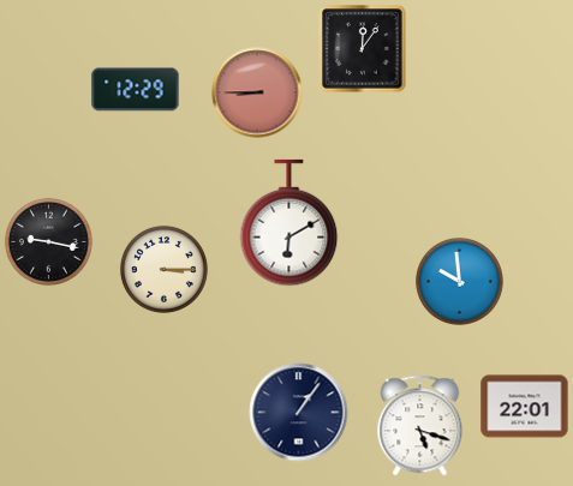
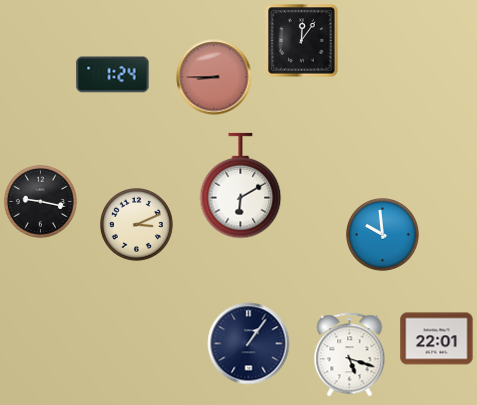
clock at (136, 90): 12:29 -> 1:24
clock at (163, 269): 3:15 -> 3:11
